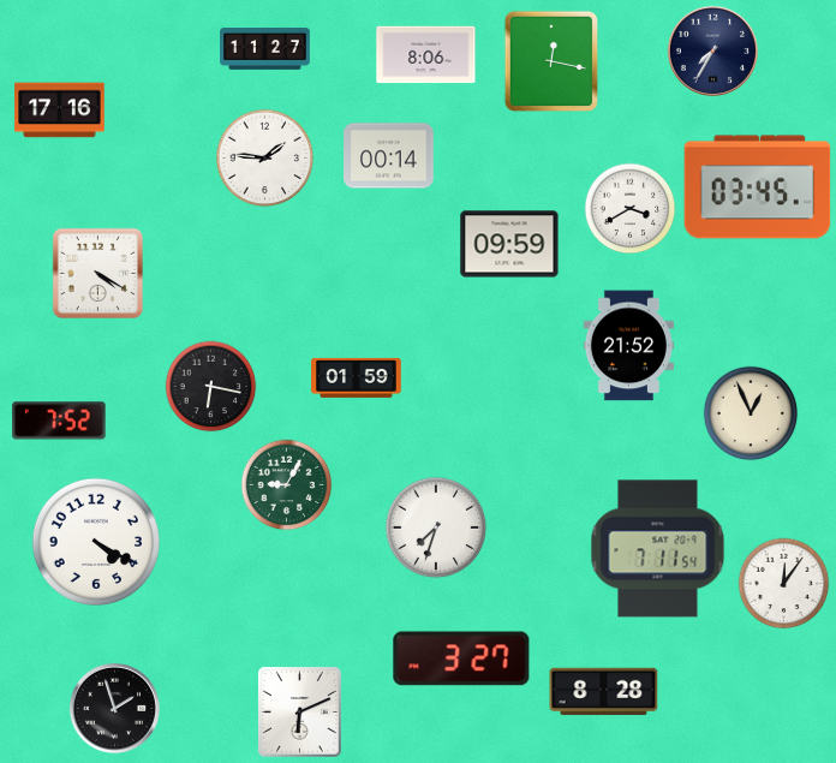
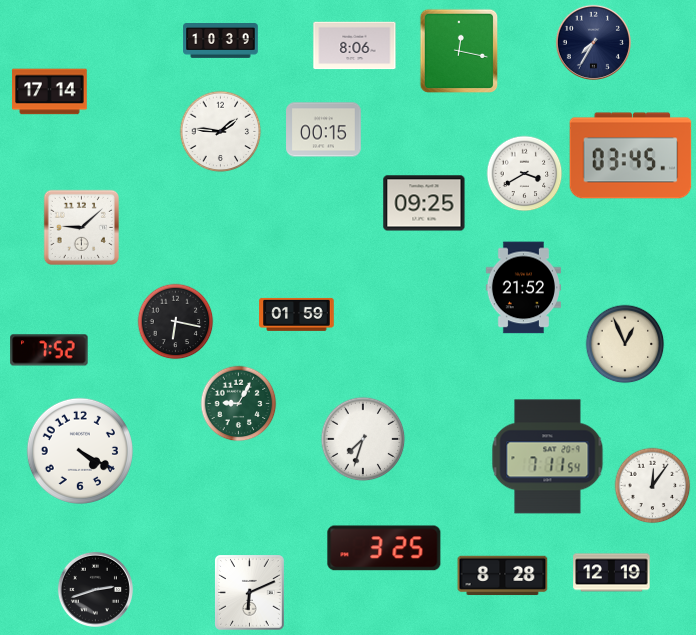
clock at (265, 49): 11:27 -> 10:39
clock at (60, 111): 17:16 -> 17:14
clock at (389, 156): 00:14 -> 00:15
clock at (509, 244): 09:59 -> 09:25
clock at (97, 273): 4:20 -> 9:08
clock at (461, 658): 3:27 -> 3:25
clock at (612, 573): none -> 12:19
clock at (114, 708): 1:57 -> 2:42
